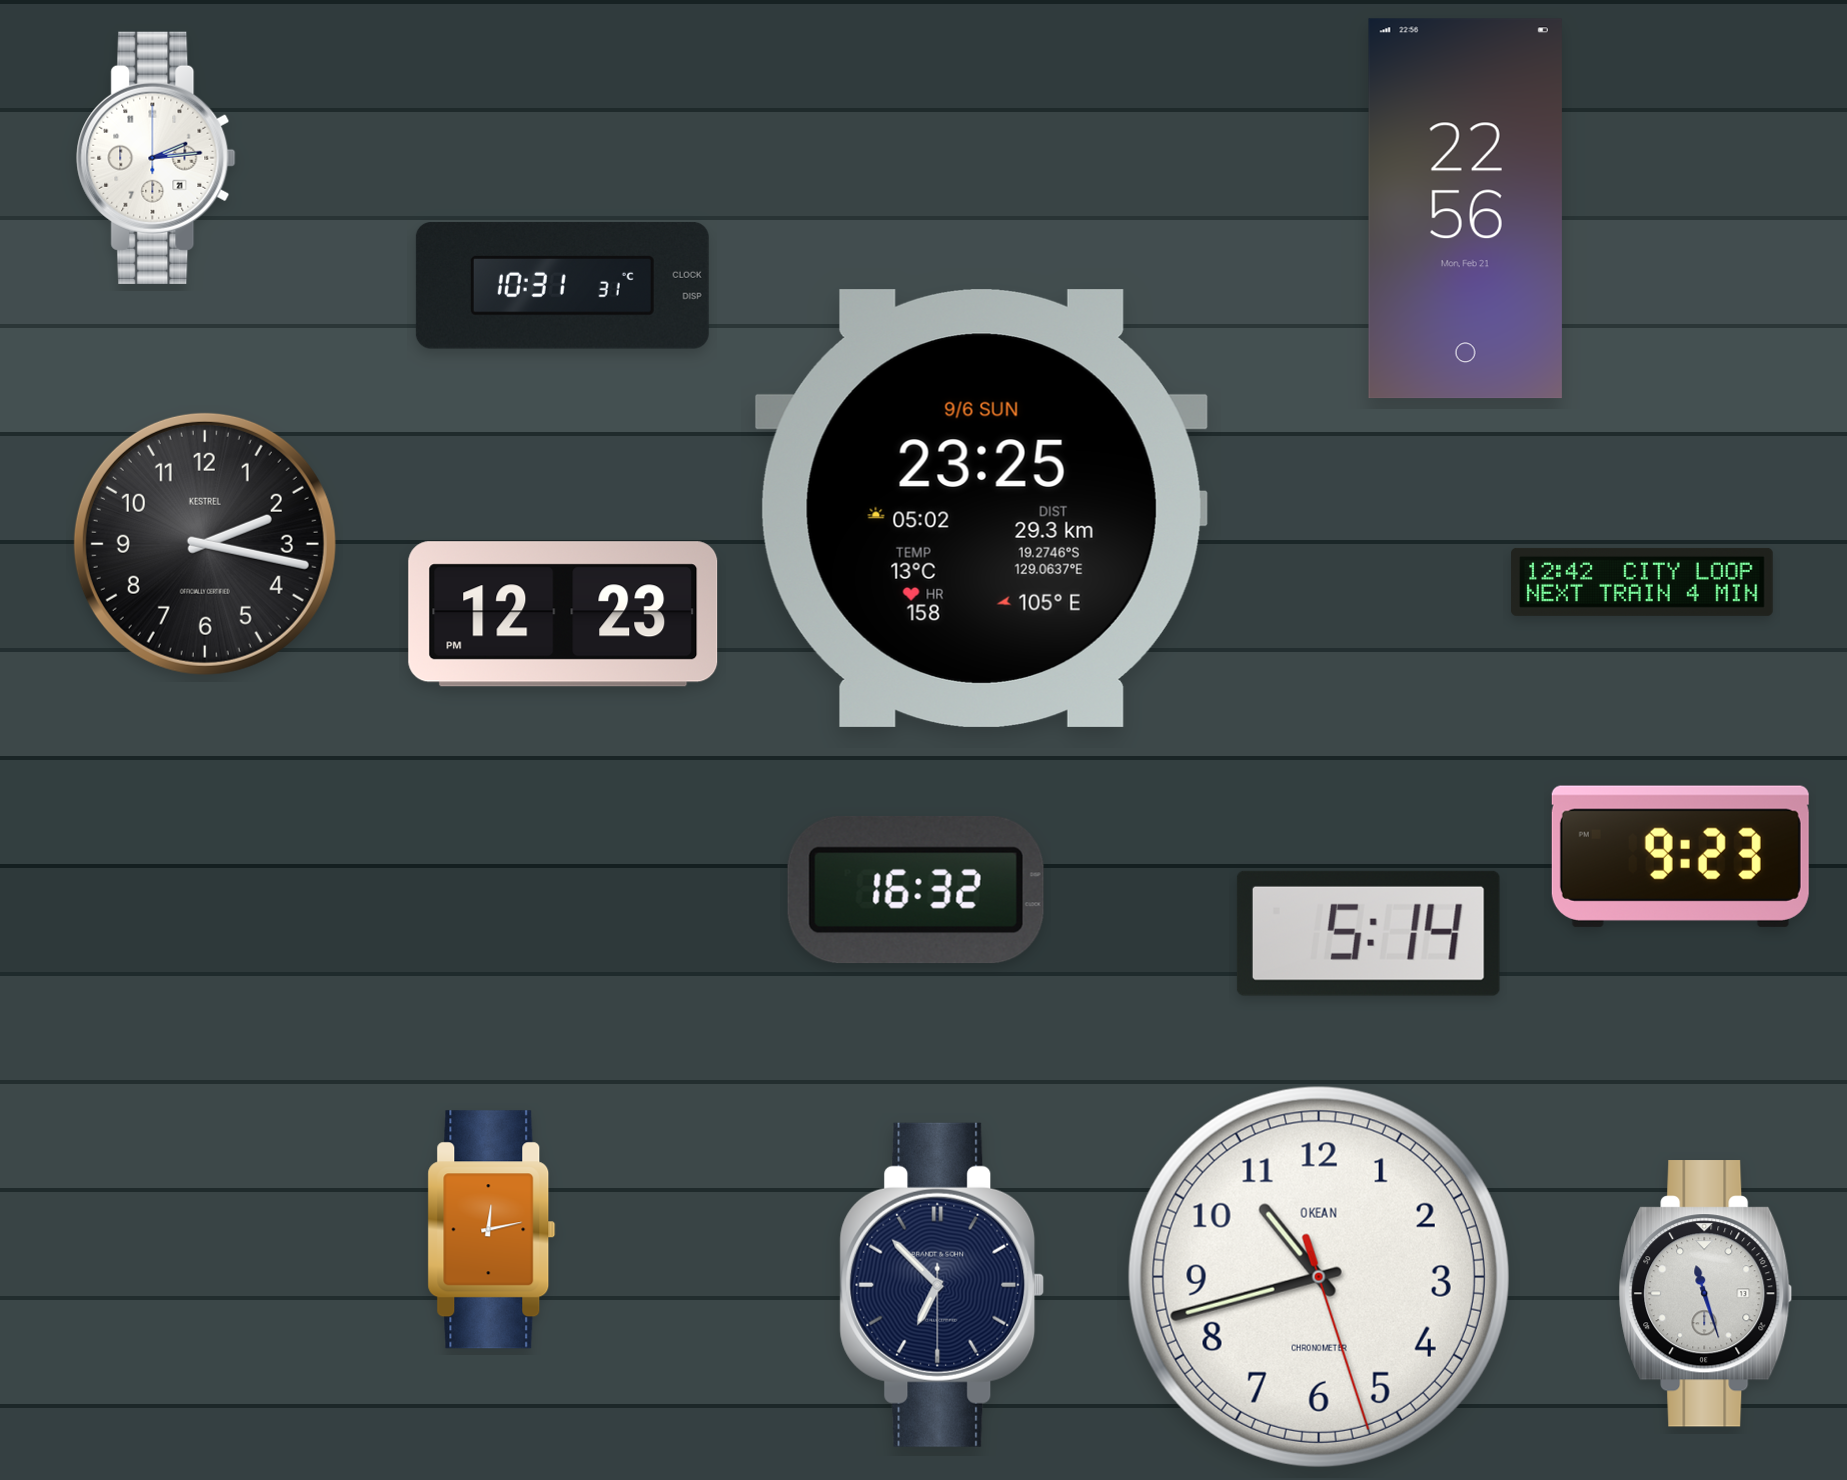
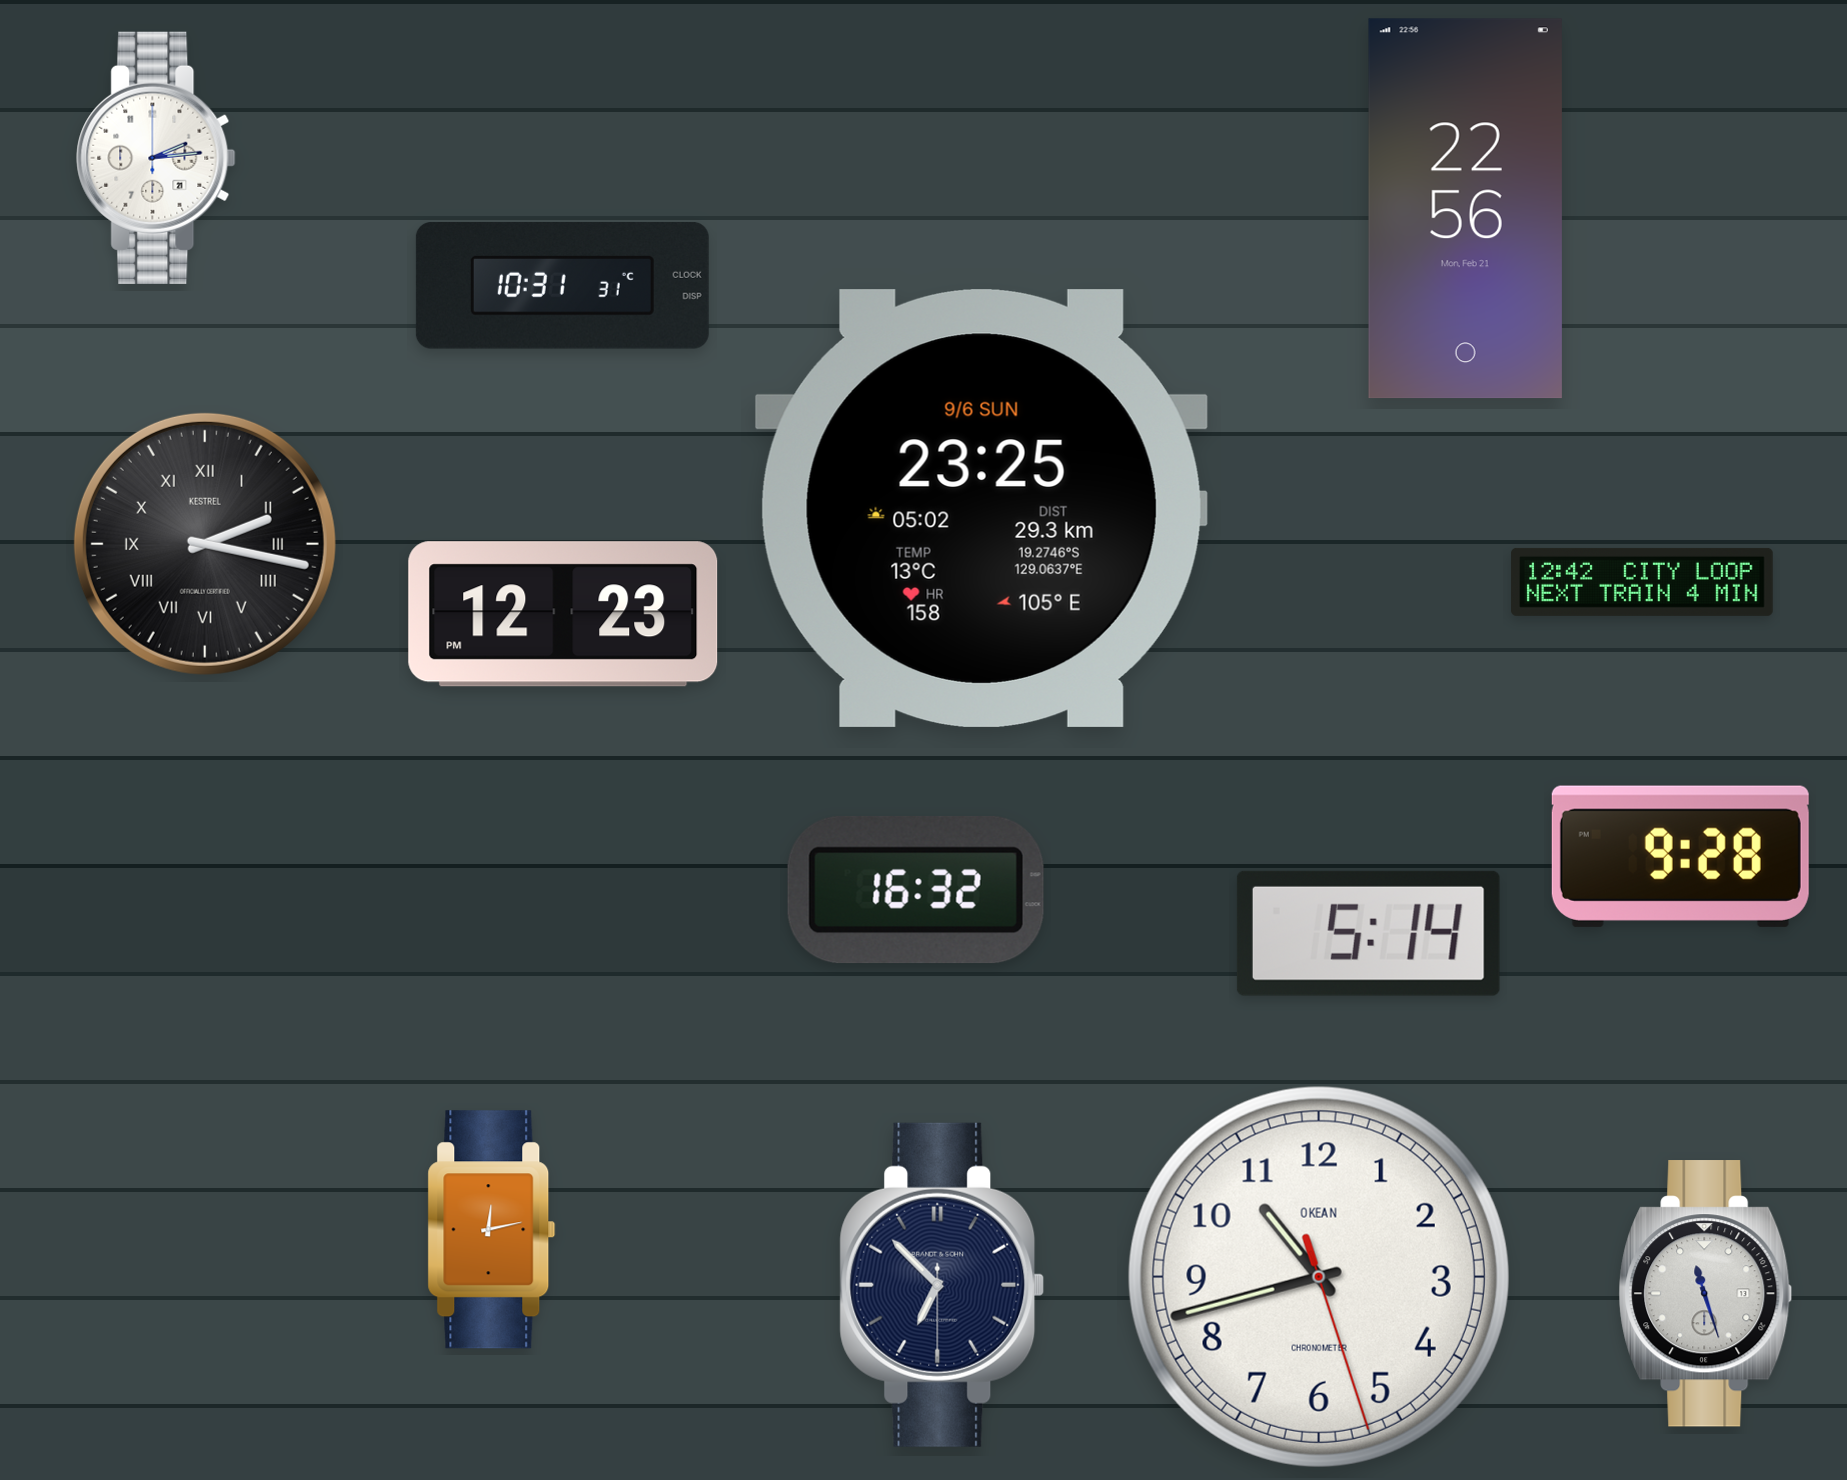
clock at (205, 544) numerals: Arabic -> Roman
clock at (1680, 856): 9:23 -> 9:28
